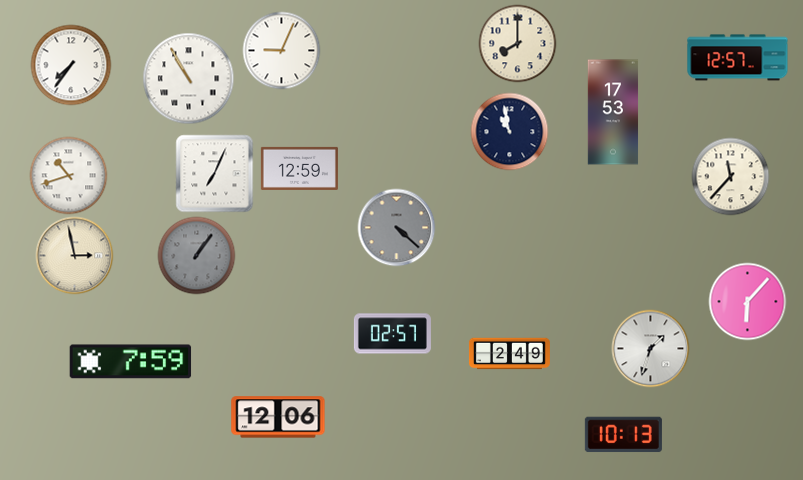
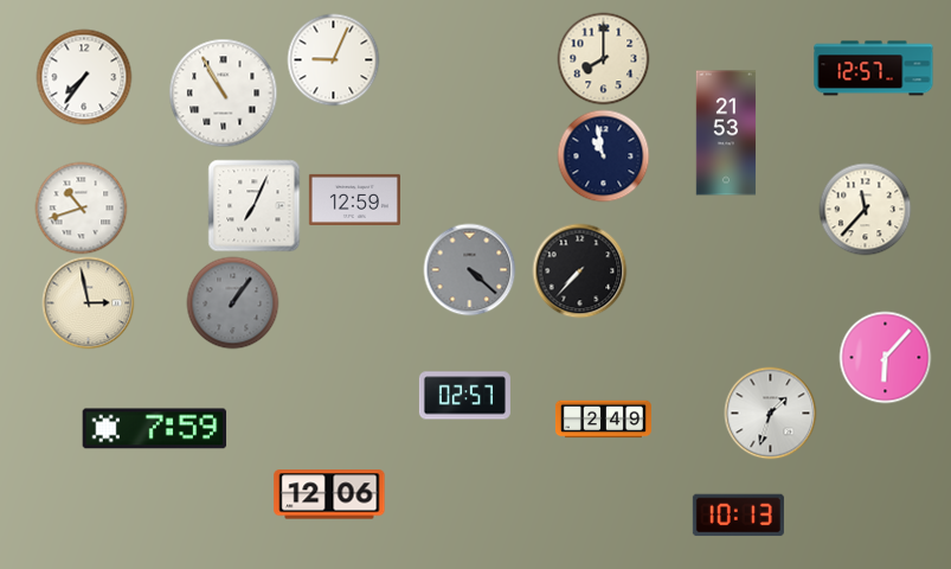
clock at (517, 43) position: (517, 43) -> (603, 58)
clock at (613, 112): 17:53 -> 21:53
clock at (579, 270): none -> 7:37
